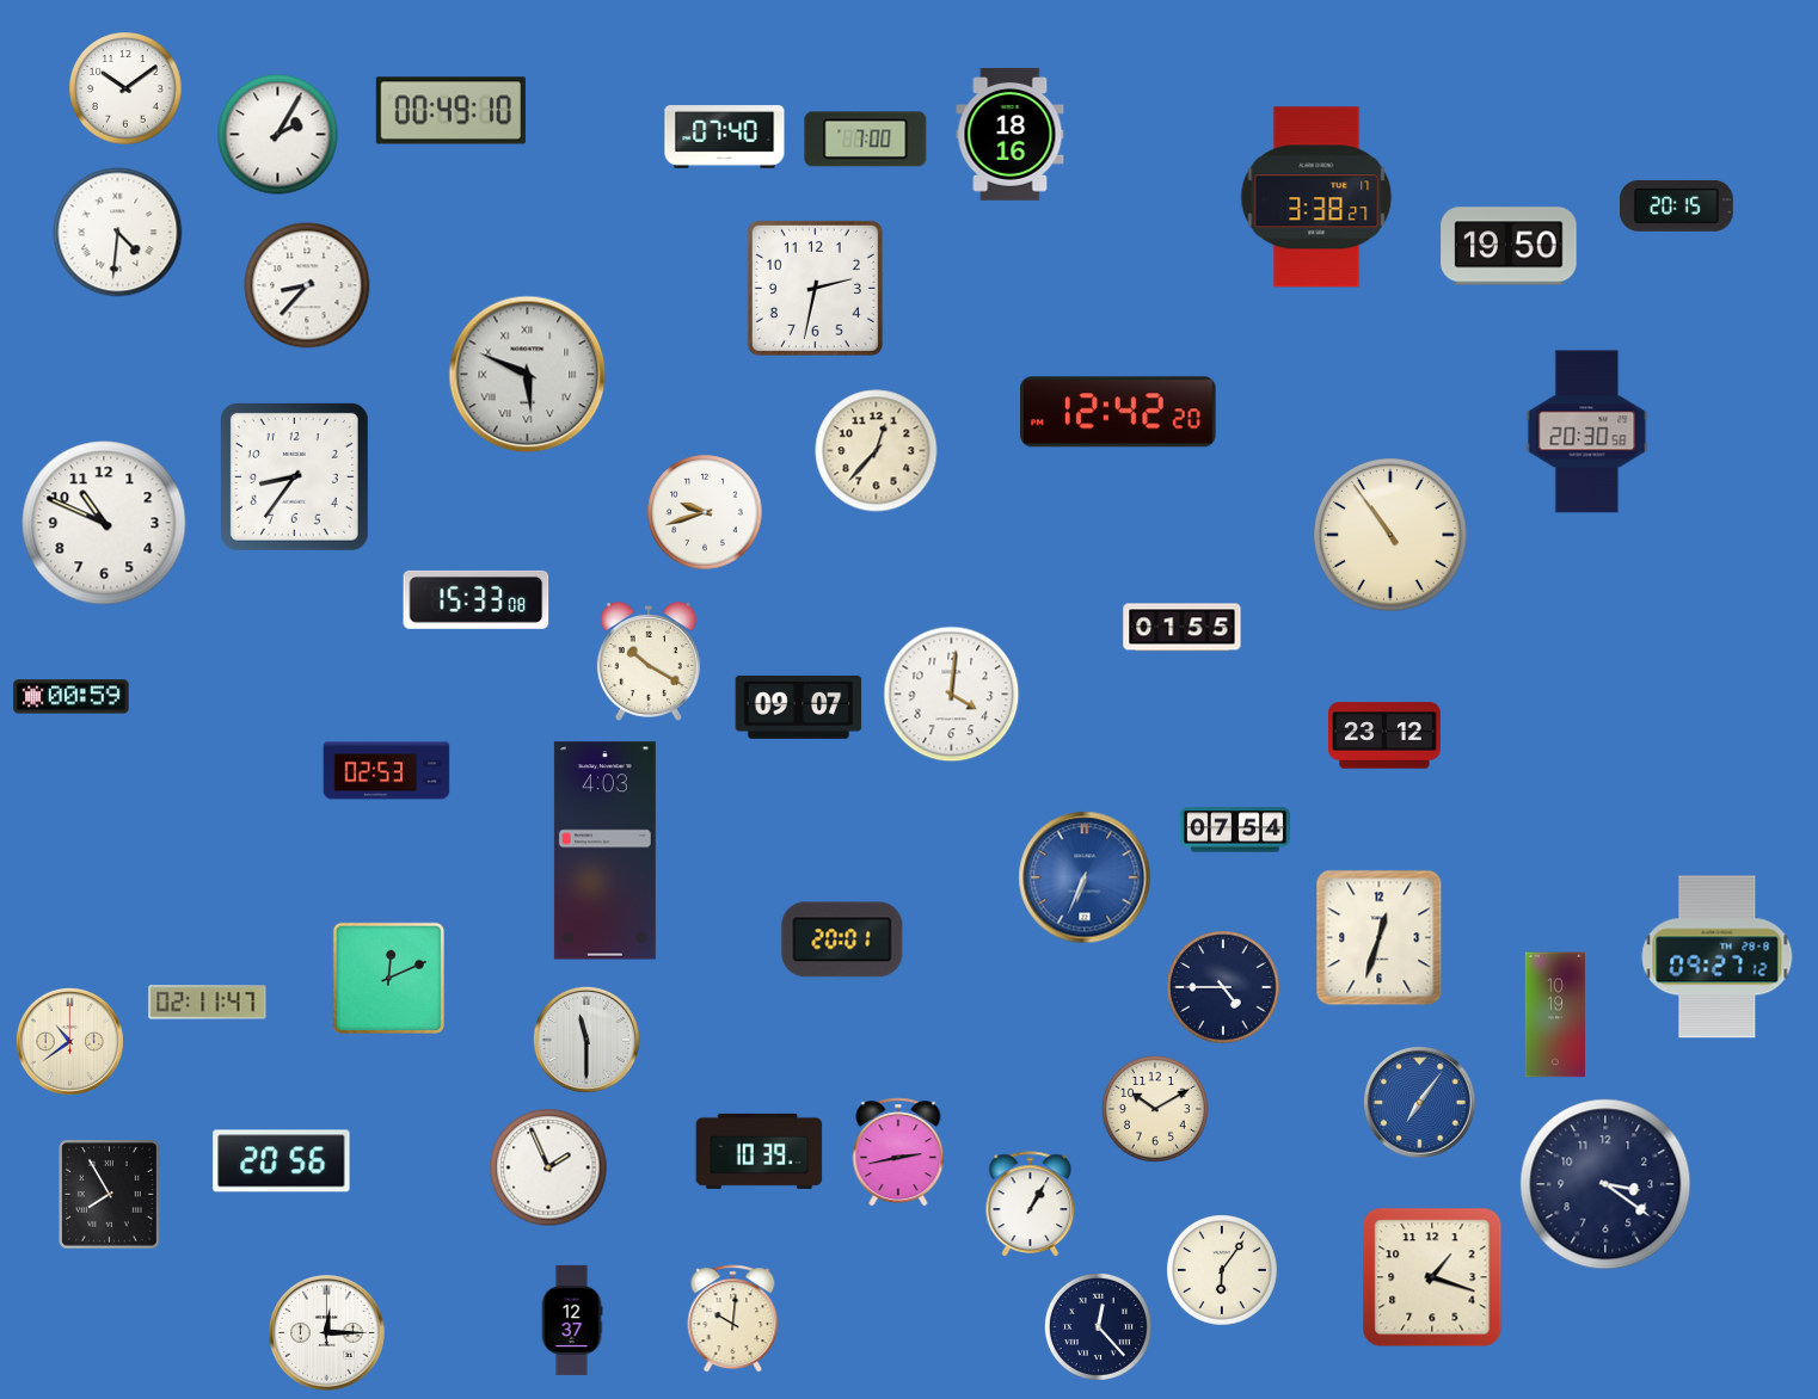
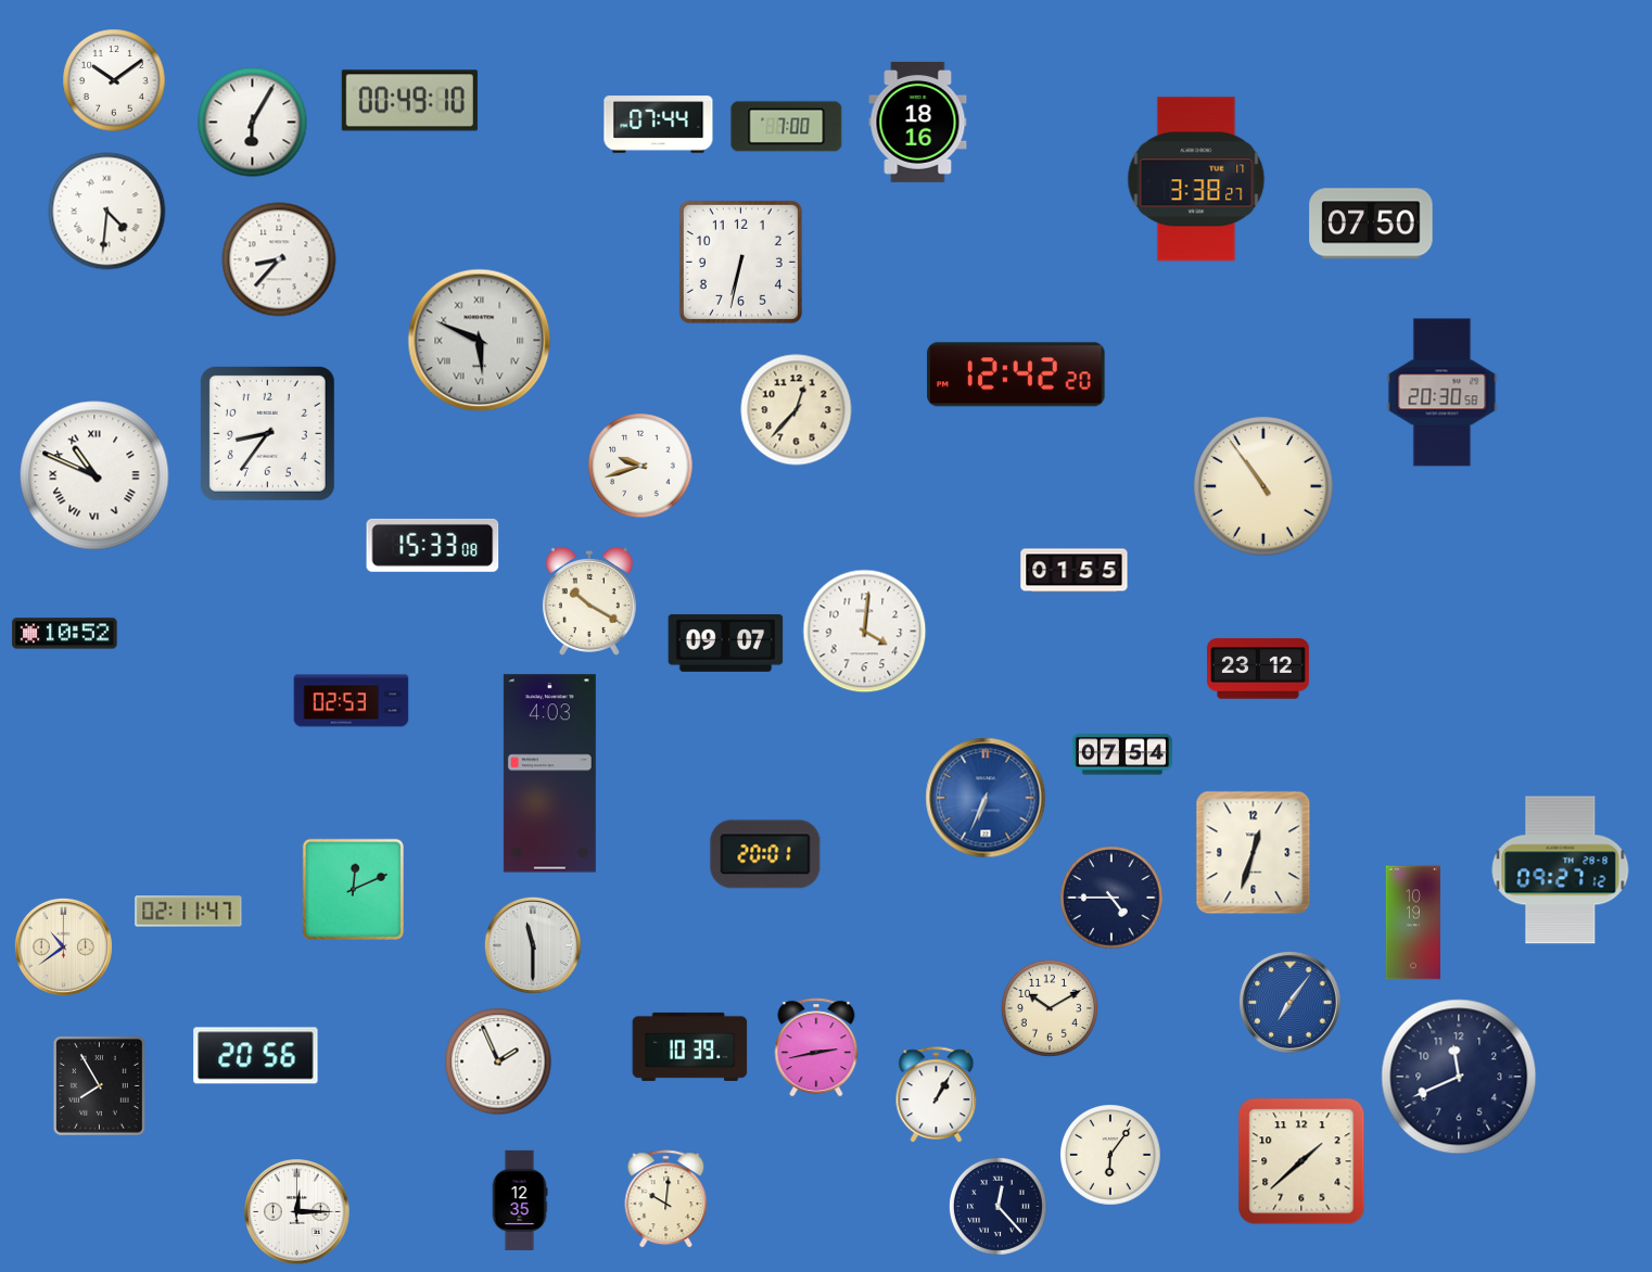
clock at (278, 135): 2:05 -> 6:05
clock at (725, 137): 07:40 -> 07:44
clock at (1677, 205): 20:15 -> none
clock at (1509, 246): 19:50 -> 07:50
clock at (815, 288): 2:32 -> 6:32
clock at (104, 523) numerals: Arabic -> Roman
clock at (72, 697): 00:59 -> 10:52
clock at (1605, 1184): 3:21 -> 11:41
clock at (1432, 1277): 1:18 -> 1:38
clock at (572, 1320): 12:37 -> 12:35
